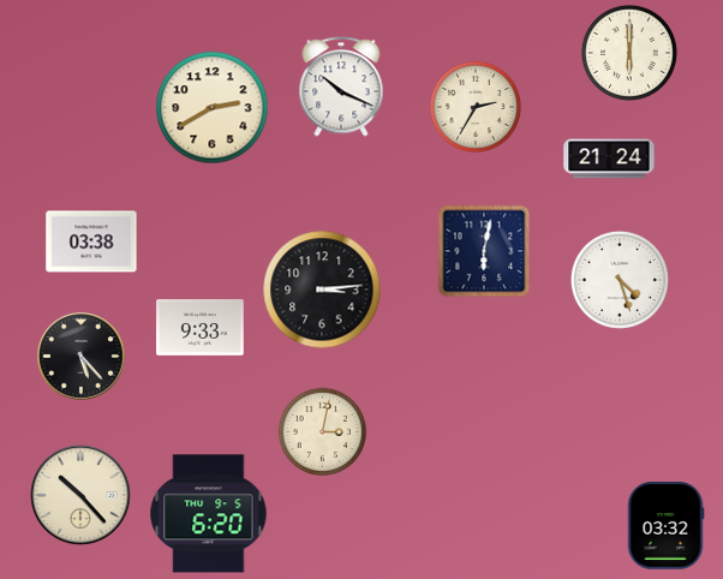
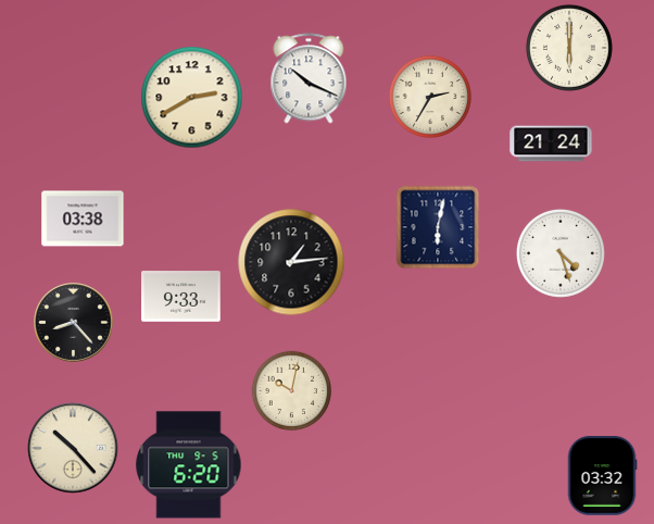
clock at (322, 289): 3:14 -> 1:14
clock at (82, 357): 5:23 -> 8:23
clock at (323, 432): 3:02 -> 10:02
